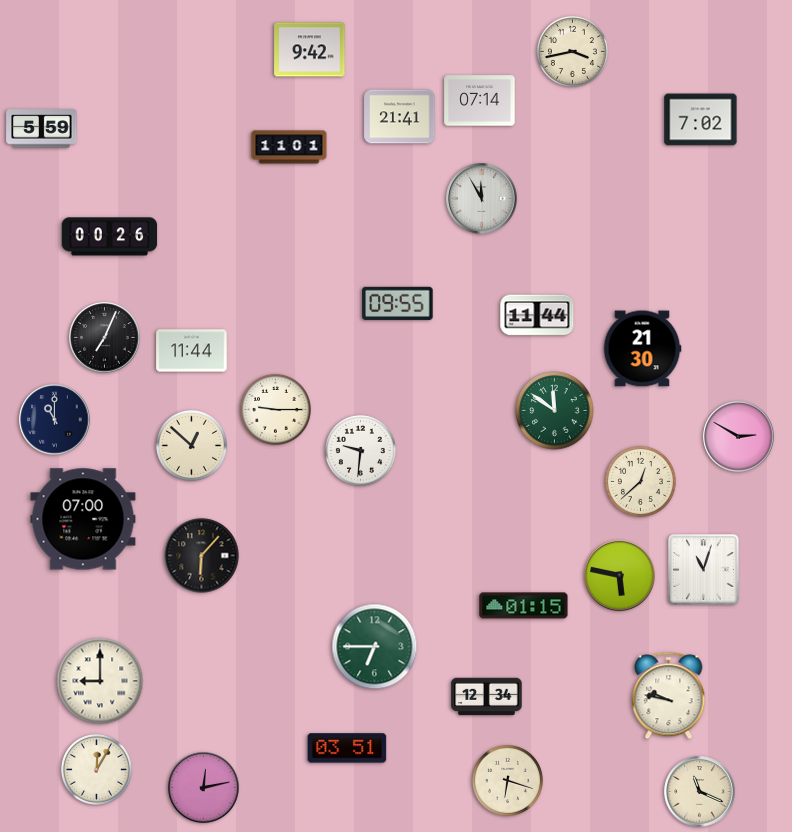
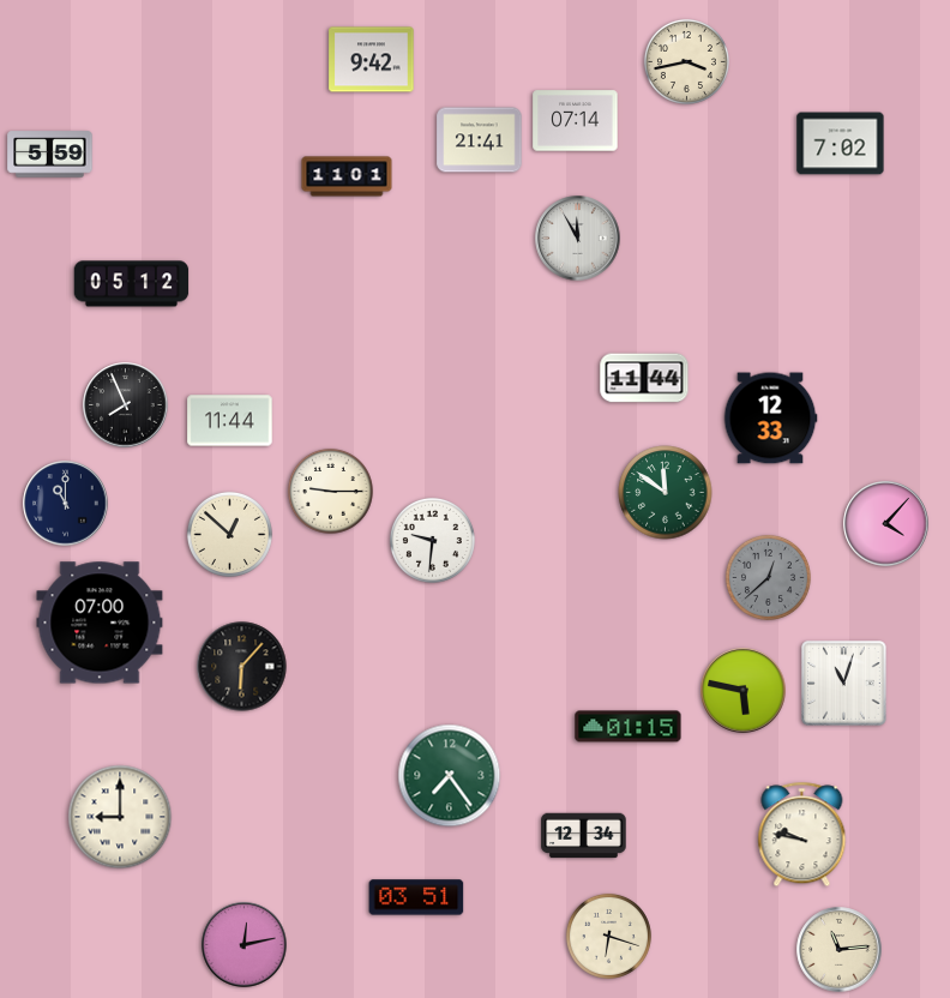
clock at (110, 237): 00:26 -> 05:12
clock at (398, 303): 09:55 -> none
clock at (105, 338): 7:04 -> 7:56
clock at (642, 349): 21:30 -> 12:33
clock at (739, 437): 2:50 -> 4:07
clock at (640, 481) dial: cream -> grey
clock at (375, 647): 6:45 -> 7:24
clock at (96, 769): 12:05 -> none
clock at (700, 792): 11:19 -> 11:14
